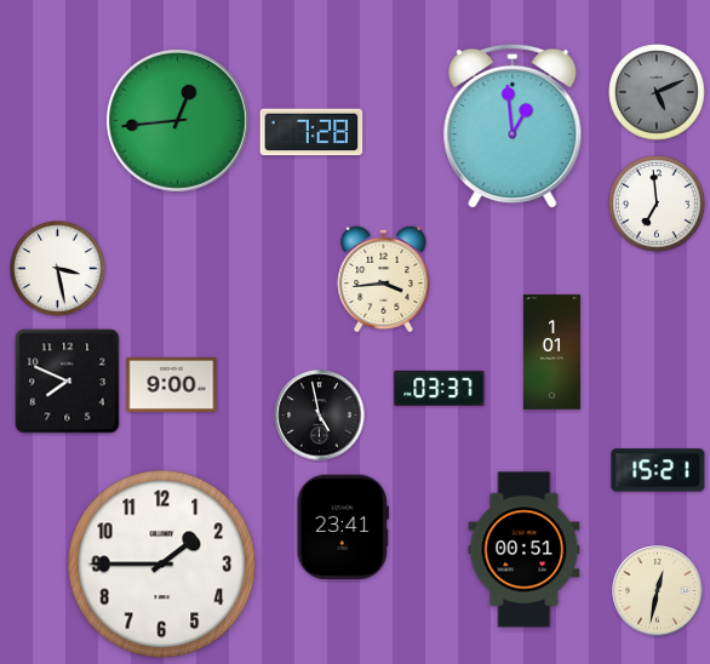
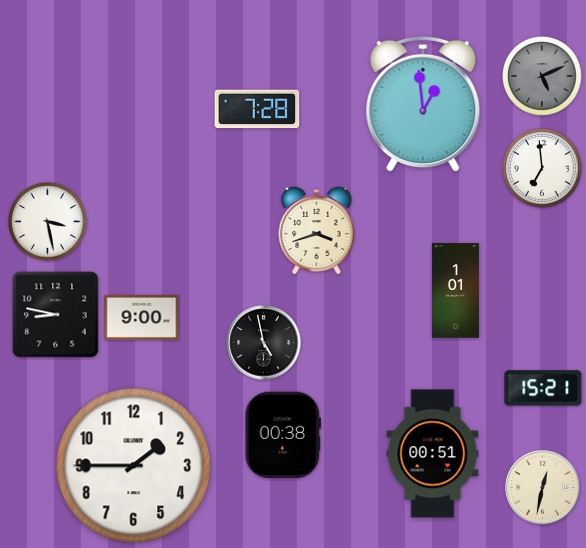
clock at (177, 120): 12:44 -> none
clock at (384, 279): 3:44 -> 3:42
clock at (68, 382): 7:49 -> 8:47
clock at (440, 388): 03:37 -> none
clock at (343, 527): 23:41 -> 00:38
